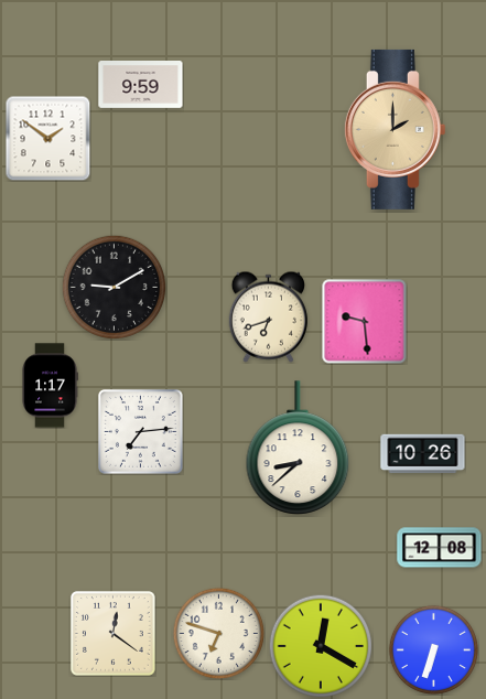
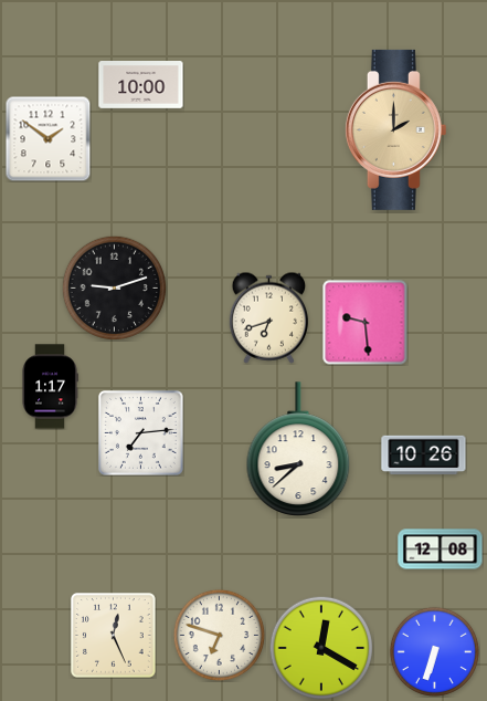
clock at (141, 85): 9:59 -> 10:00
clock at (114, 287): 9:10 -> 9:12
clock at (114, 634): 12:21 -> 12:26
